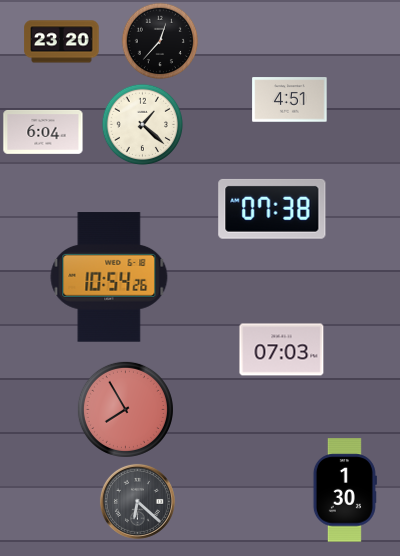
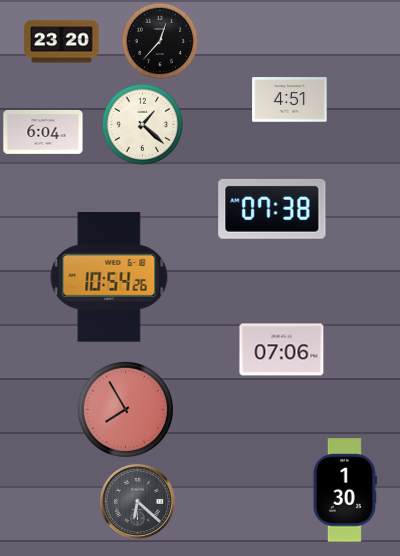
clock at (282, 350): 07:03 -> 07:06
